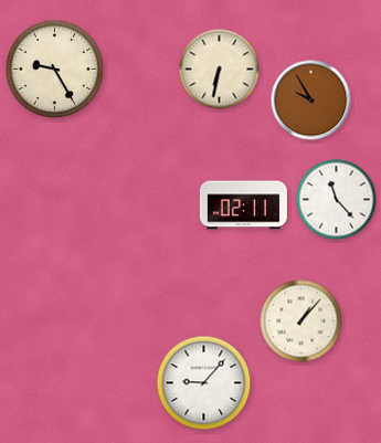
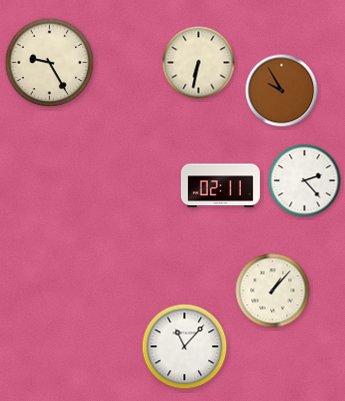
clock at (337, 200): 11:23 -> 2:23
clock at (204, 383): 9:07 -> 11:07
